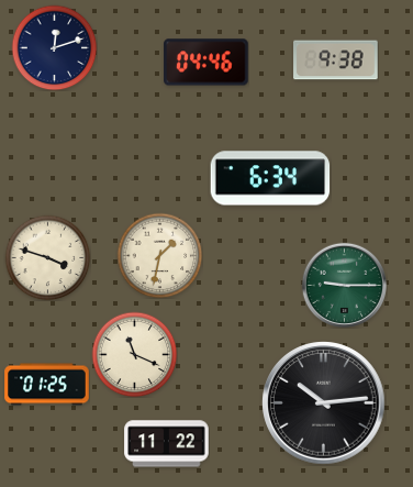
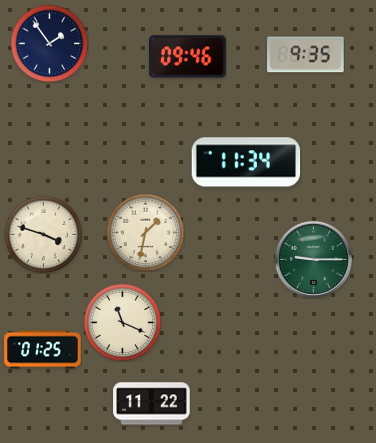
clock at (54, 47): 12:12 -> 1:54
clock at (336, 60): 9:38 -> 9:35
clock at (206, 63): 04:46 -> 09:46
clock at (270, 178): 6:34 -> 11:34
clock at (324, 403): 10:14 -> none
